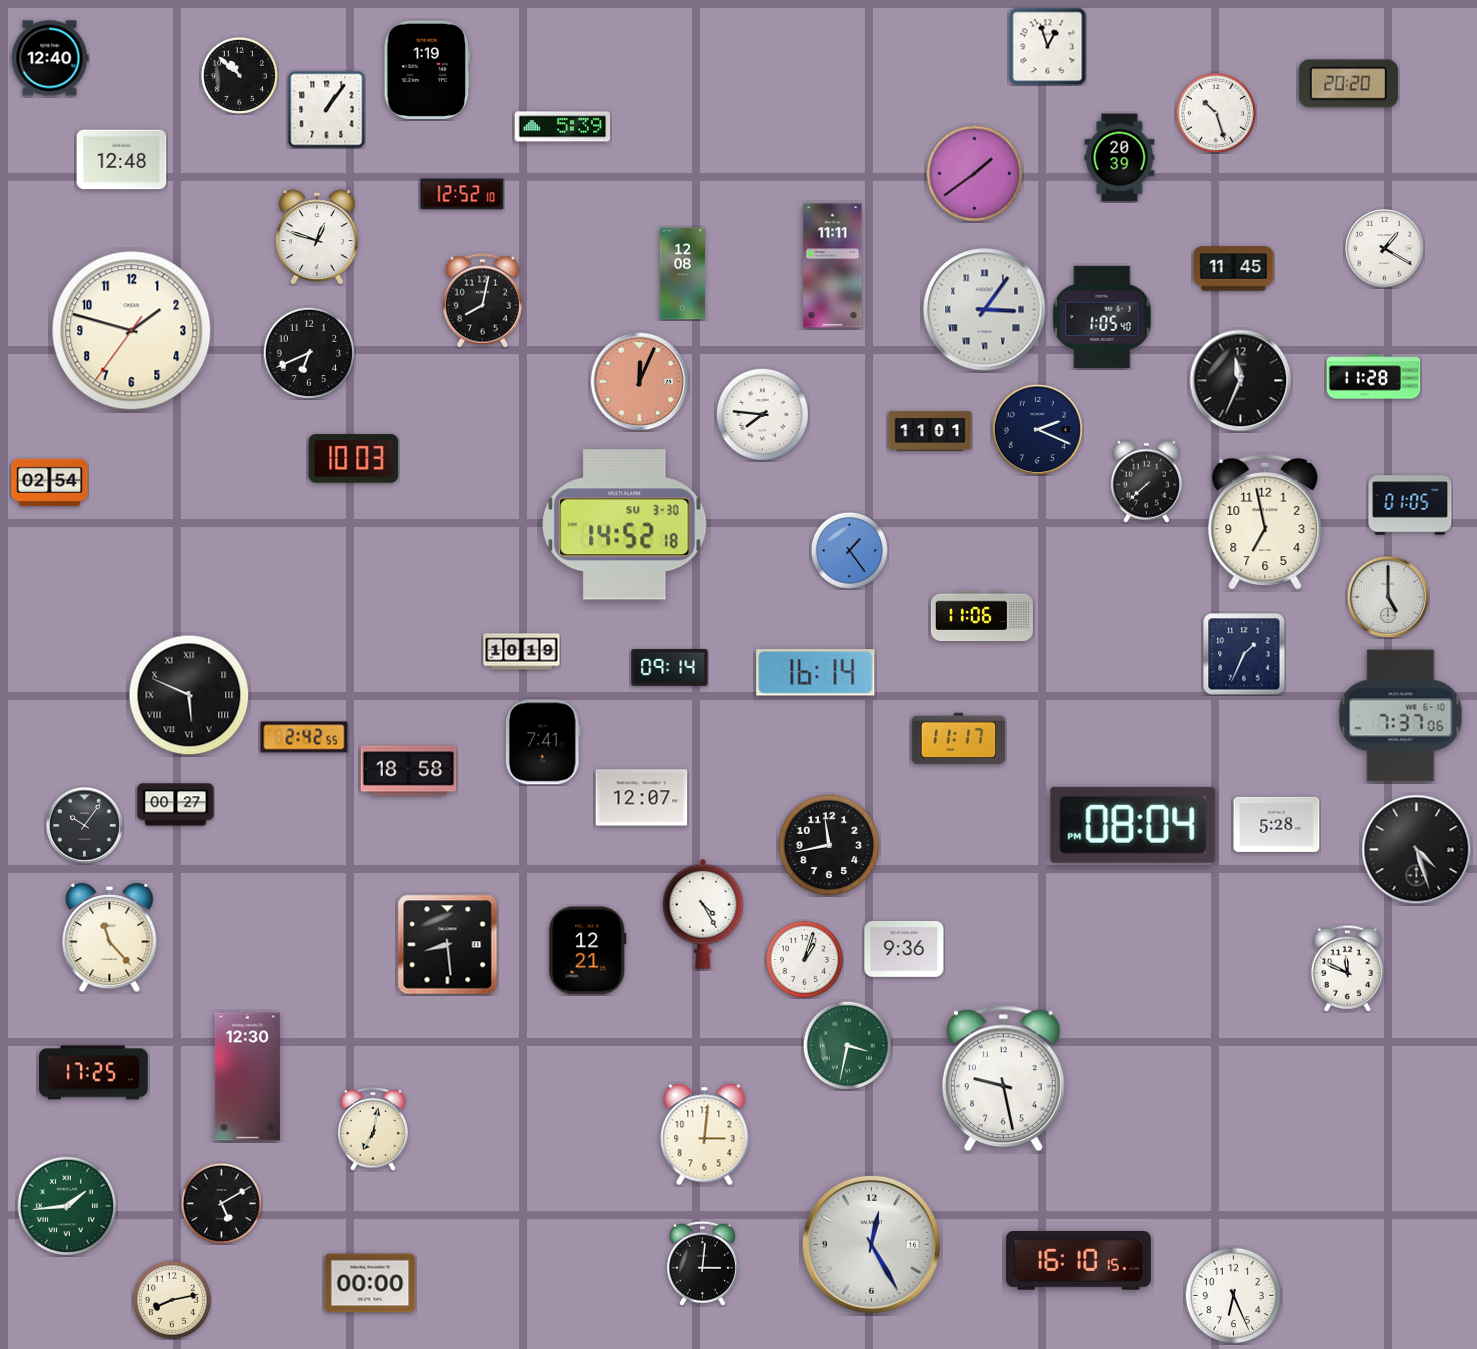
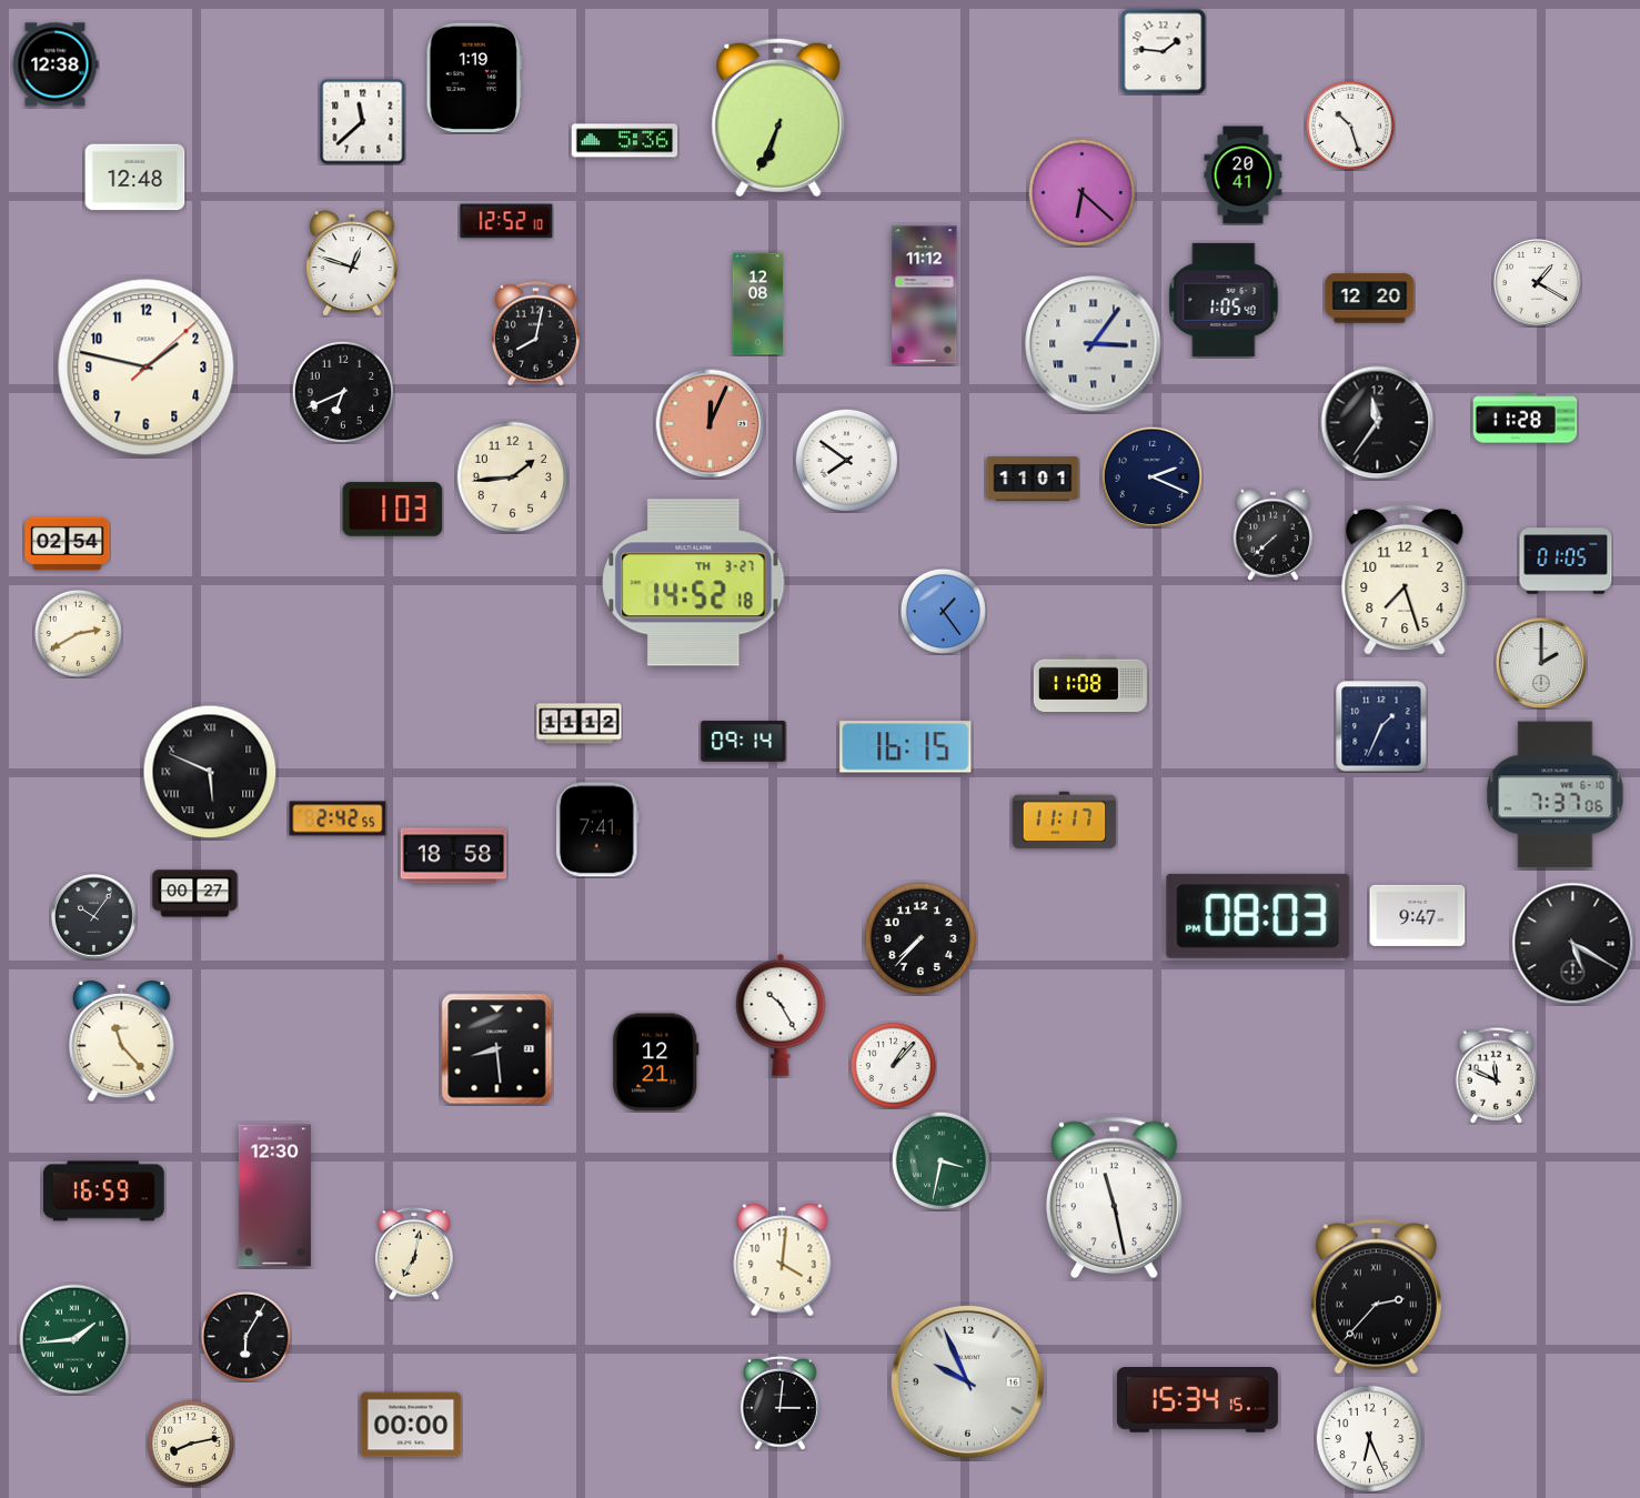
clock at (1047, 46): 12:57 -> 1:46
clock at (50, 58): 12:40 -> 12:38
clock at (239, 75): 10:52 -> none
clock at (1348, 84): 20:20 -> none
clock at (778, 118): none -> 6:34
clock at (326, 109): 1:06 -> 11:38
clock at (563, 127): 5:39 -> 5:36
clock at (1120, 158): 20:39 -> 20:41
clock at (974, 173): 1:39 -> 6:22
clock at (462, 194) position: (462, 194) -> (506, 221)
clock at (1385, 249) position: (1385, 249) -> (1538, 283)
clock at (833, 266): 11:11 -> 11:12
clock at (1234, 269): 11:45 -> 12:20
clock at (1102, 317) position: (1102, 317) -> (1224, 300)
clock at (132, 331): 1:47:36 -> 1:47:08
clock at (1241, 381): 11:34 -> 11:36
clock at (762, 414): 7:46 -> 7:51
clock at (513, 477): none -> 1:44
clock at (354, 459): 10:03 -> 1:03
clock at (50, 483) position: (50, 483) -> (68, 544)
clock at (1265, 522): 6:58 -> 7:27
clock at (625, 525) date: SU 3-30 -> TH 3-27
clock at (78, 633): none -> 2:40
clock at (1388, 597): 5:00 -> 2:00
clock at (982, 616): 11:06 -> 11:08
clock at (522, 652): 10:19 -> 11:12
clock at (816, 673): 16:14 -> 16:15
clock at (543, 742) position: (543, 742) -> (597, 830)
clock at (642, 798): 12:07 -> none
clock at (1277, 824): 5:28 -> 9:47
clock at (1133, 825): 08:04 -> 08:03
clock at (829, 845): 11:43 -> 7:37
clock at (1417, 850): 4:27 -> 5:20
clock at (703, 914): 4:25 -> 10:25
clock at (904, 949): 9:36 -> none
clock at (588, 951) position: (588, 951) -> (656, 1063)
clock at (804, 959): 1:03 -> 1:07
clock at (94, 1073): 17:25 -> 16:59
clock at (1003, 1079): 9:28 -> 11:28
clock at (705, 1135): 3:01 -> 4:01
clock at (1376, 1297): none -> 2:37
clock at (221, 1203): 5:10 -> 6:05
clock at (871, 1244): 12:25 -> 9:56
clock at (1078, 1261): 16:10 -> 15:34
